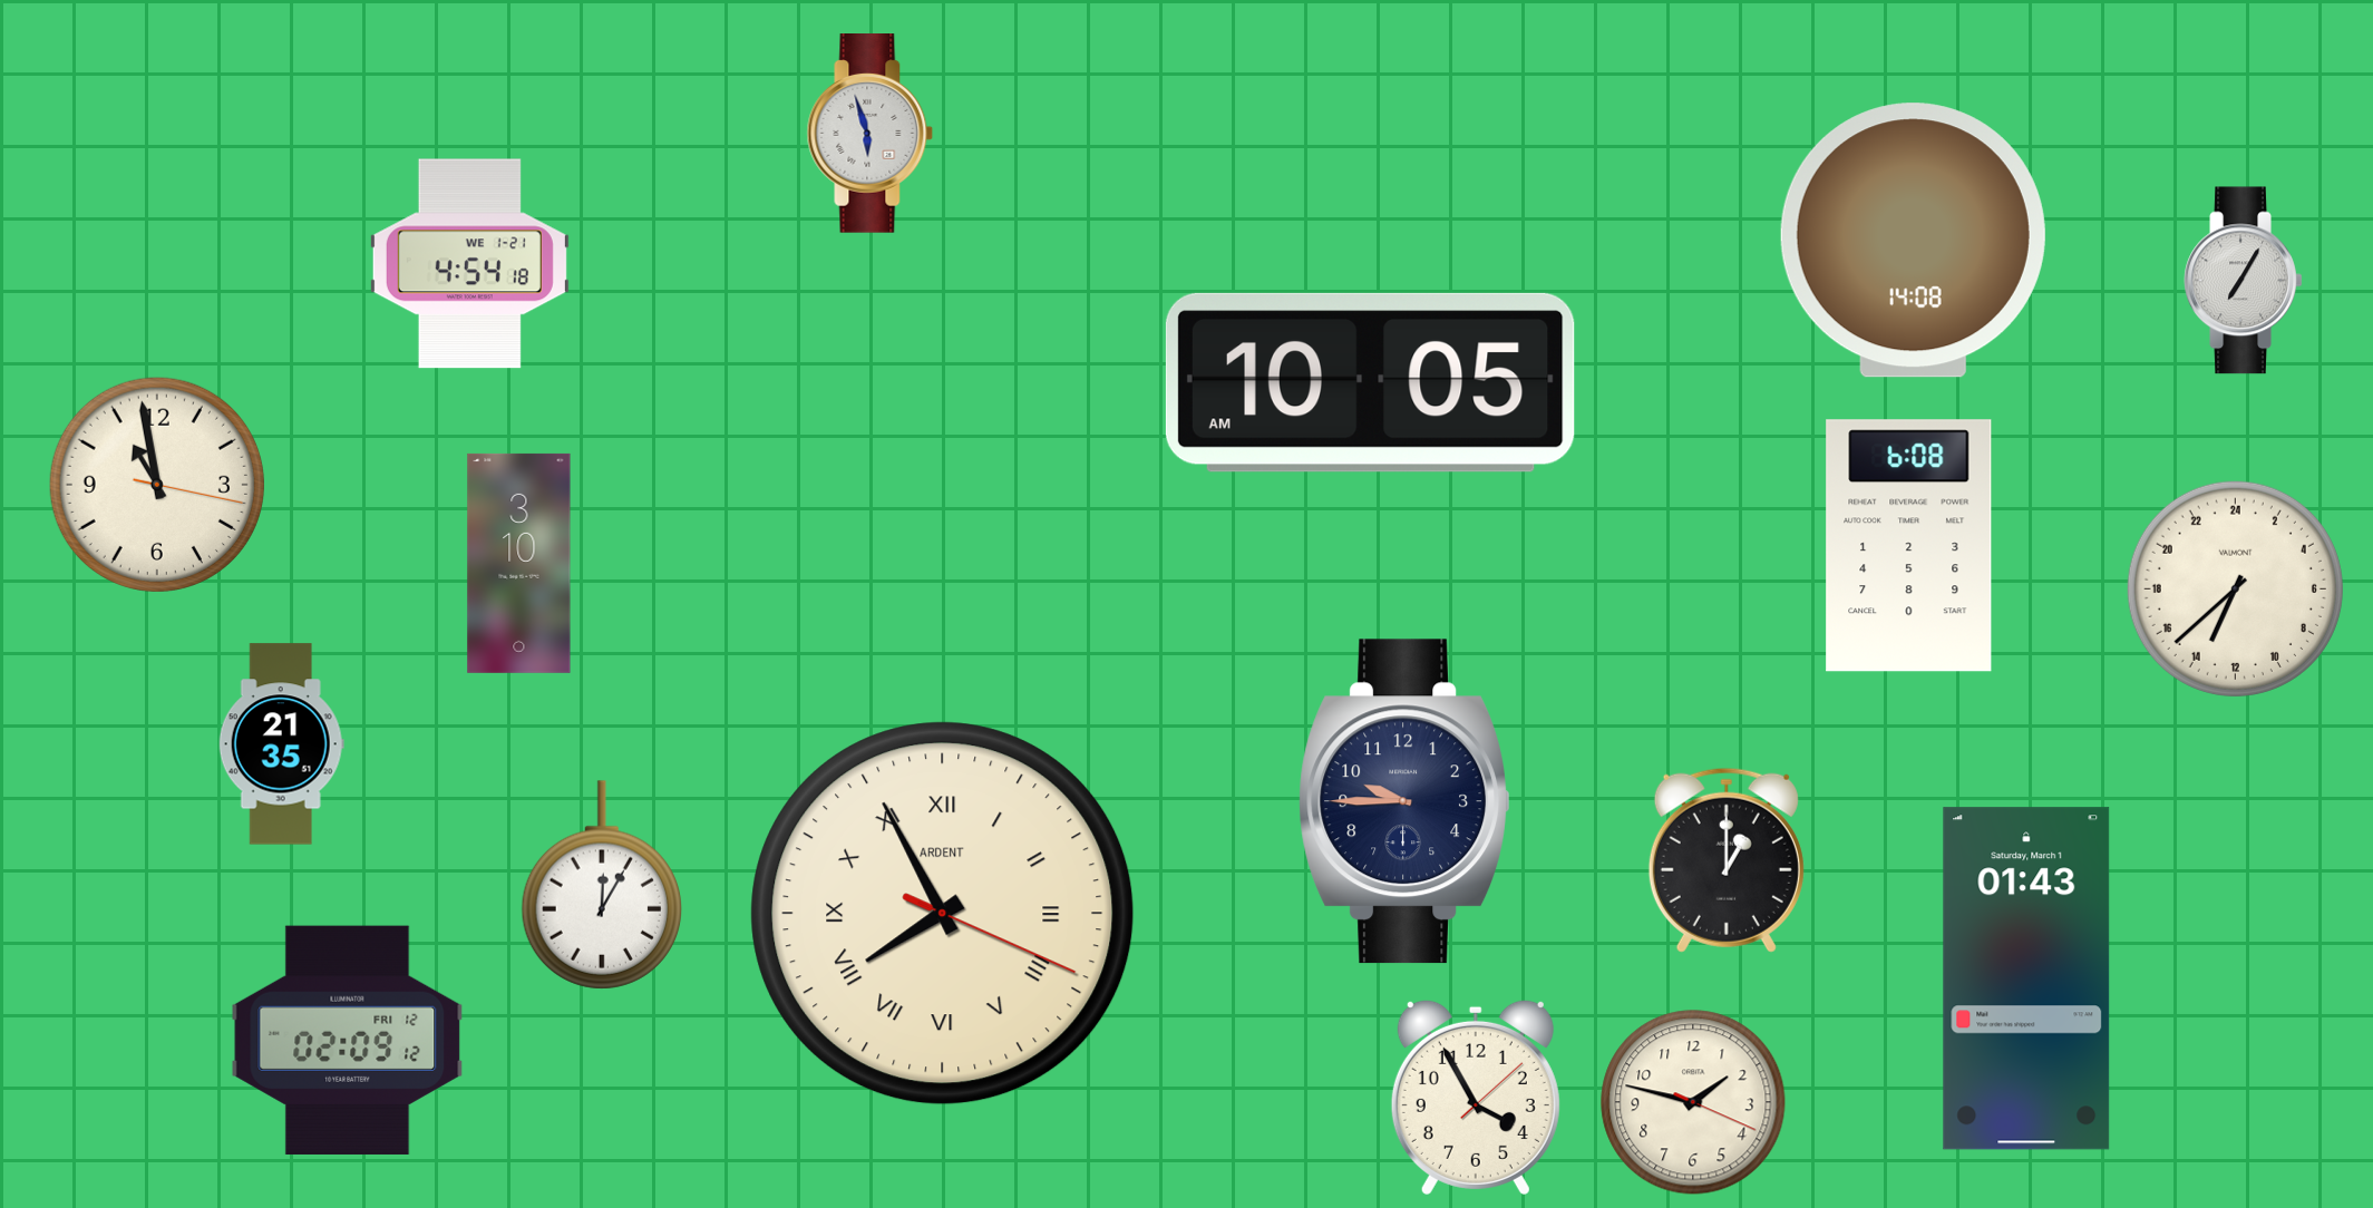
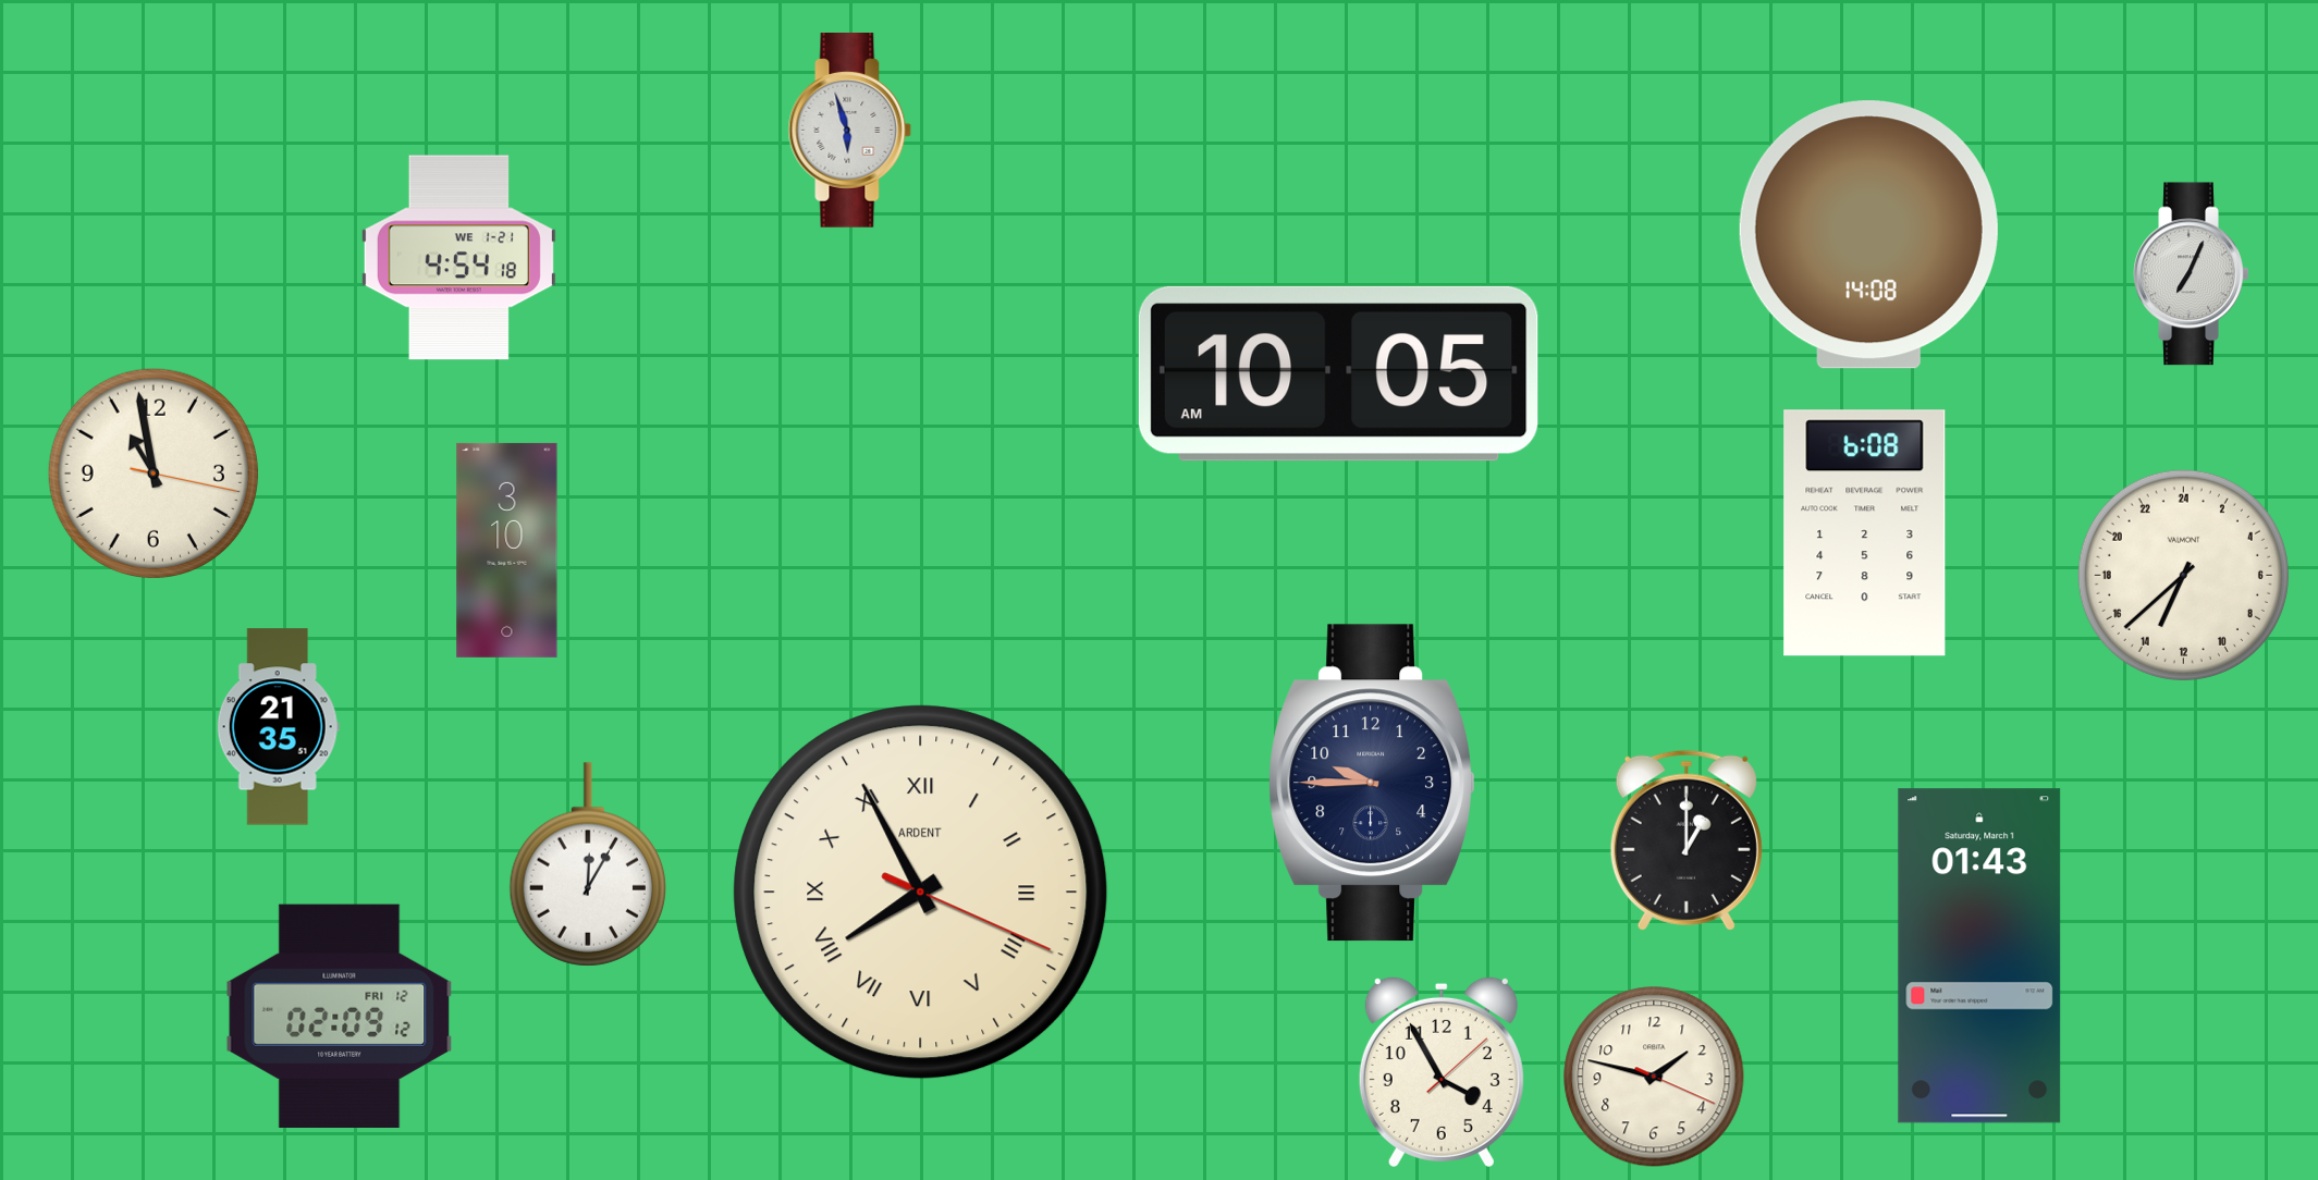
clock at (2244, 281): 7:05 -> 7:04
clock at (281, 744) position: (281, 744) -> (278, 727)
